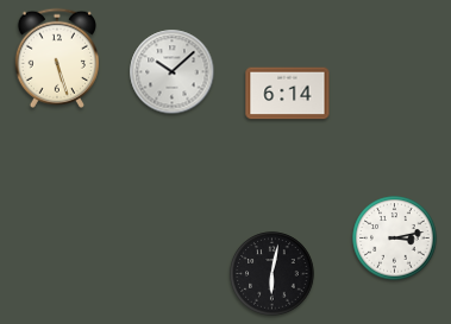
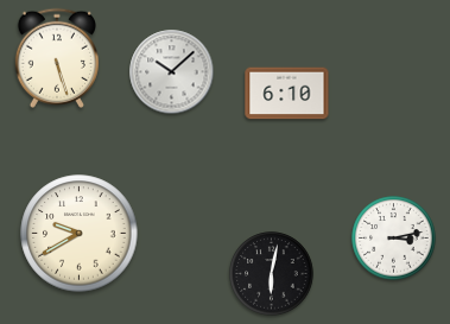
clock at (288, 94): 6:14 -> 6:10
clock at (80, 234): none -> 9:40
